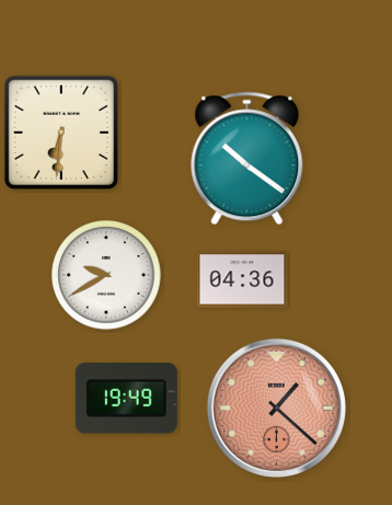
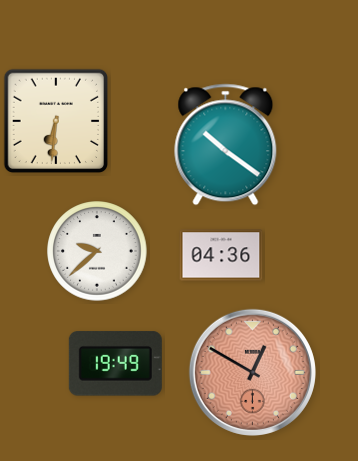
clock at (106, 275): 9:40 -> 9:38
clock at (276, 408): 1:22 -> 12:50
